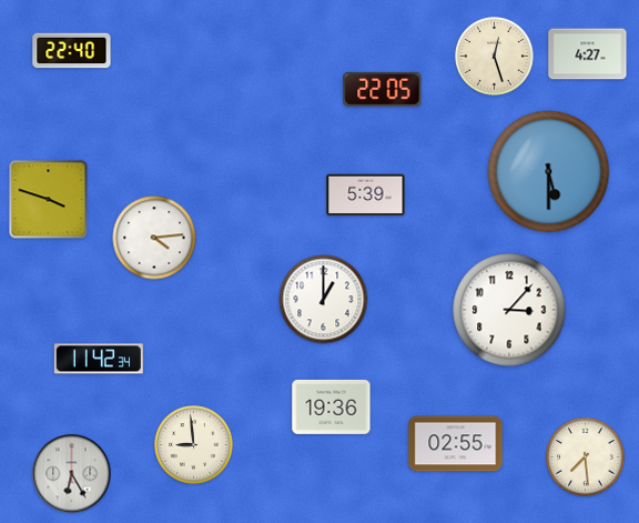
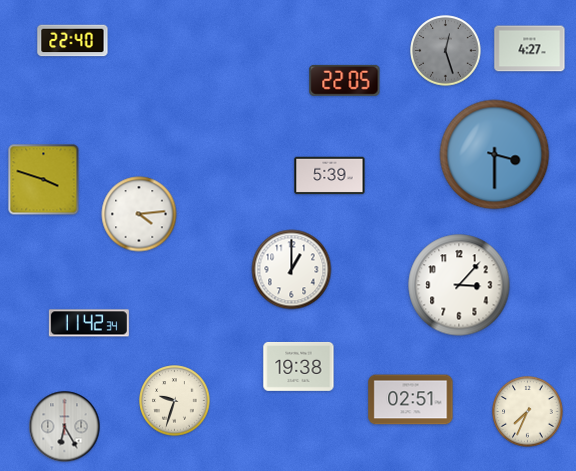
clock at (72, 51) position: (72, 51) -> (73, 41)
clock at (495, 57) dial: cream -> grey
clock at (549, 172): 5:30 -> 3:30
clock at (509, 310) position: (509, 310) -> (459, 285)
clock at (332, 406): 19:36 -> 19:38
clock at (456, 444): 02:55 -> 02:51
clock at (194, 445): 8:59 -> 9:33
clock at (586, 457): 7:29 -> 7:34
